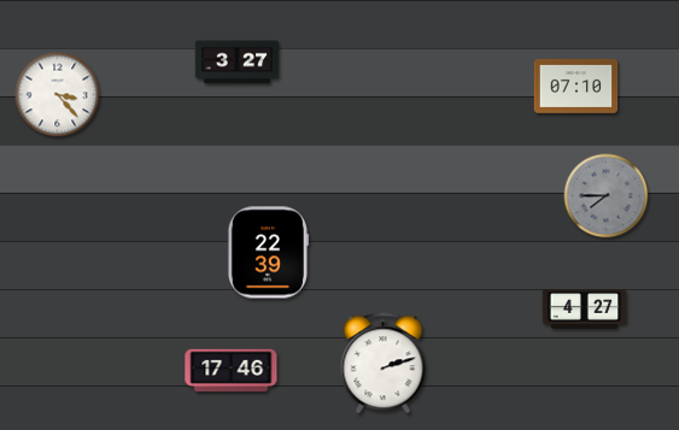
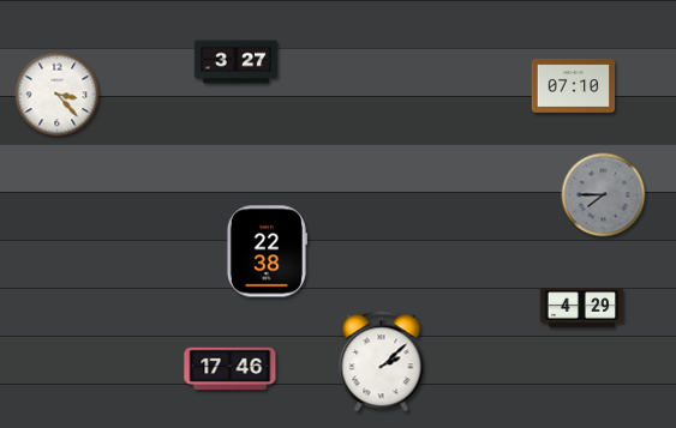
clock at (268, 253): 22:39 -> 22:38
clock at (585, 310): 4:27 -> 4:29
clock at (384, 364): 2:12 -> 2:08
